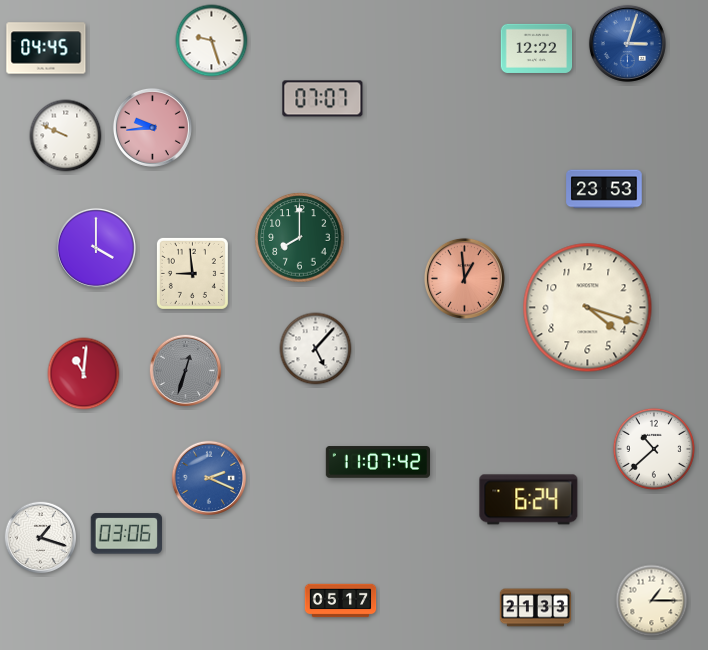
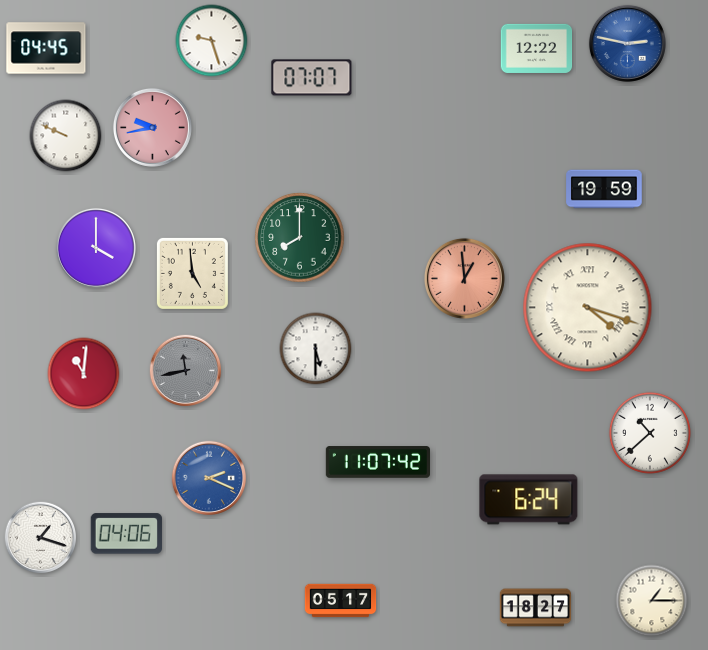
clock at (627, 43): 3:03 -> 2:47
clock at (323, 99) position: (323, 99) -> (312, 78)
clock at (152, 127): 9:44 -> 9:43
clock at (604, 189): 23:53 -> 19:59
clock at (192, 273): 8:59 -> 4:59
clock at (588, 308) numerals: Arabic -> Roman
clock at (316, 349): 5:07 -> 5:30
clock at (186, 371): 12:33 -> 11:43
clock at (654, 449) position: (654, 449) -> (650, 433)
clock at (126, 534): 03:06 -> 04:06
clock at (536, 608): 21:33 -> 18:27
